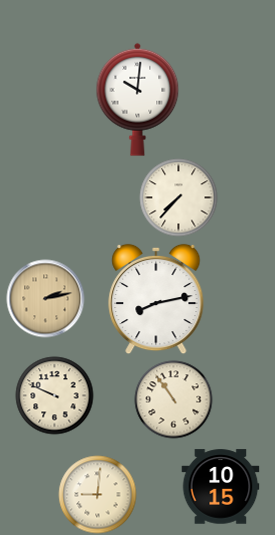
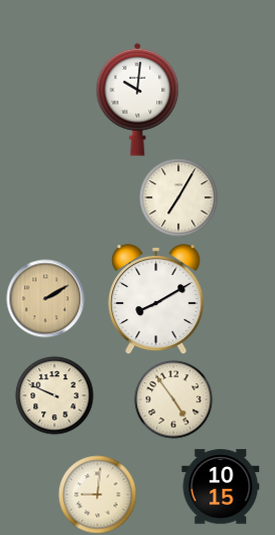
clock at (178, 197): 7:37 -> 7:05
clock at (45, 298): 2:13 -> 2:10
clock at (156, 299): 8:13 -> 8:10
clock at (173, 399): 10:54 -> 4:54
